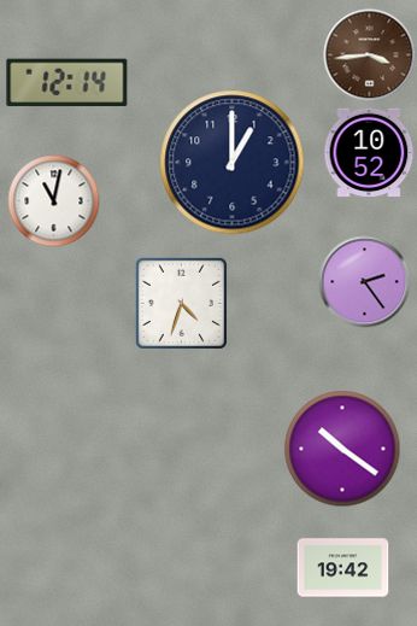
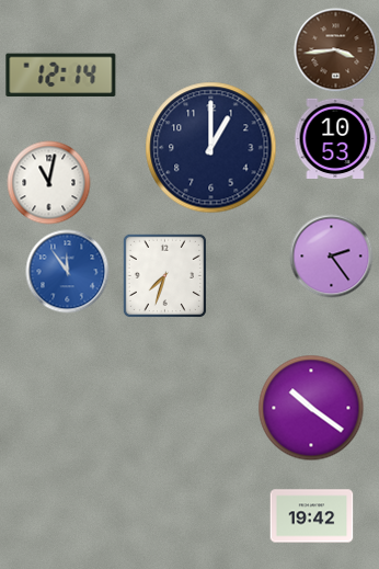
clock at (370, 152): 10:52 -> 10:53
clock at (68, 272): none -> 11:54
clock at (181, 303): 4:33 -> 7:33
